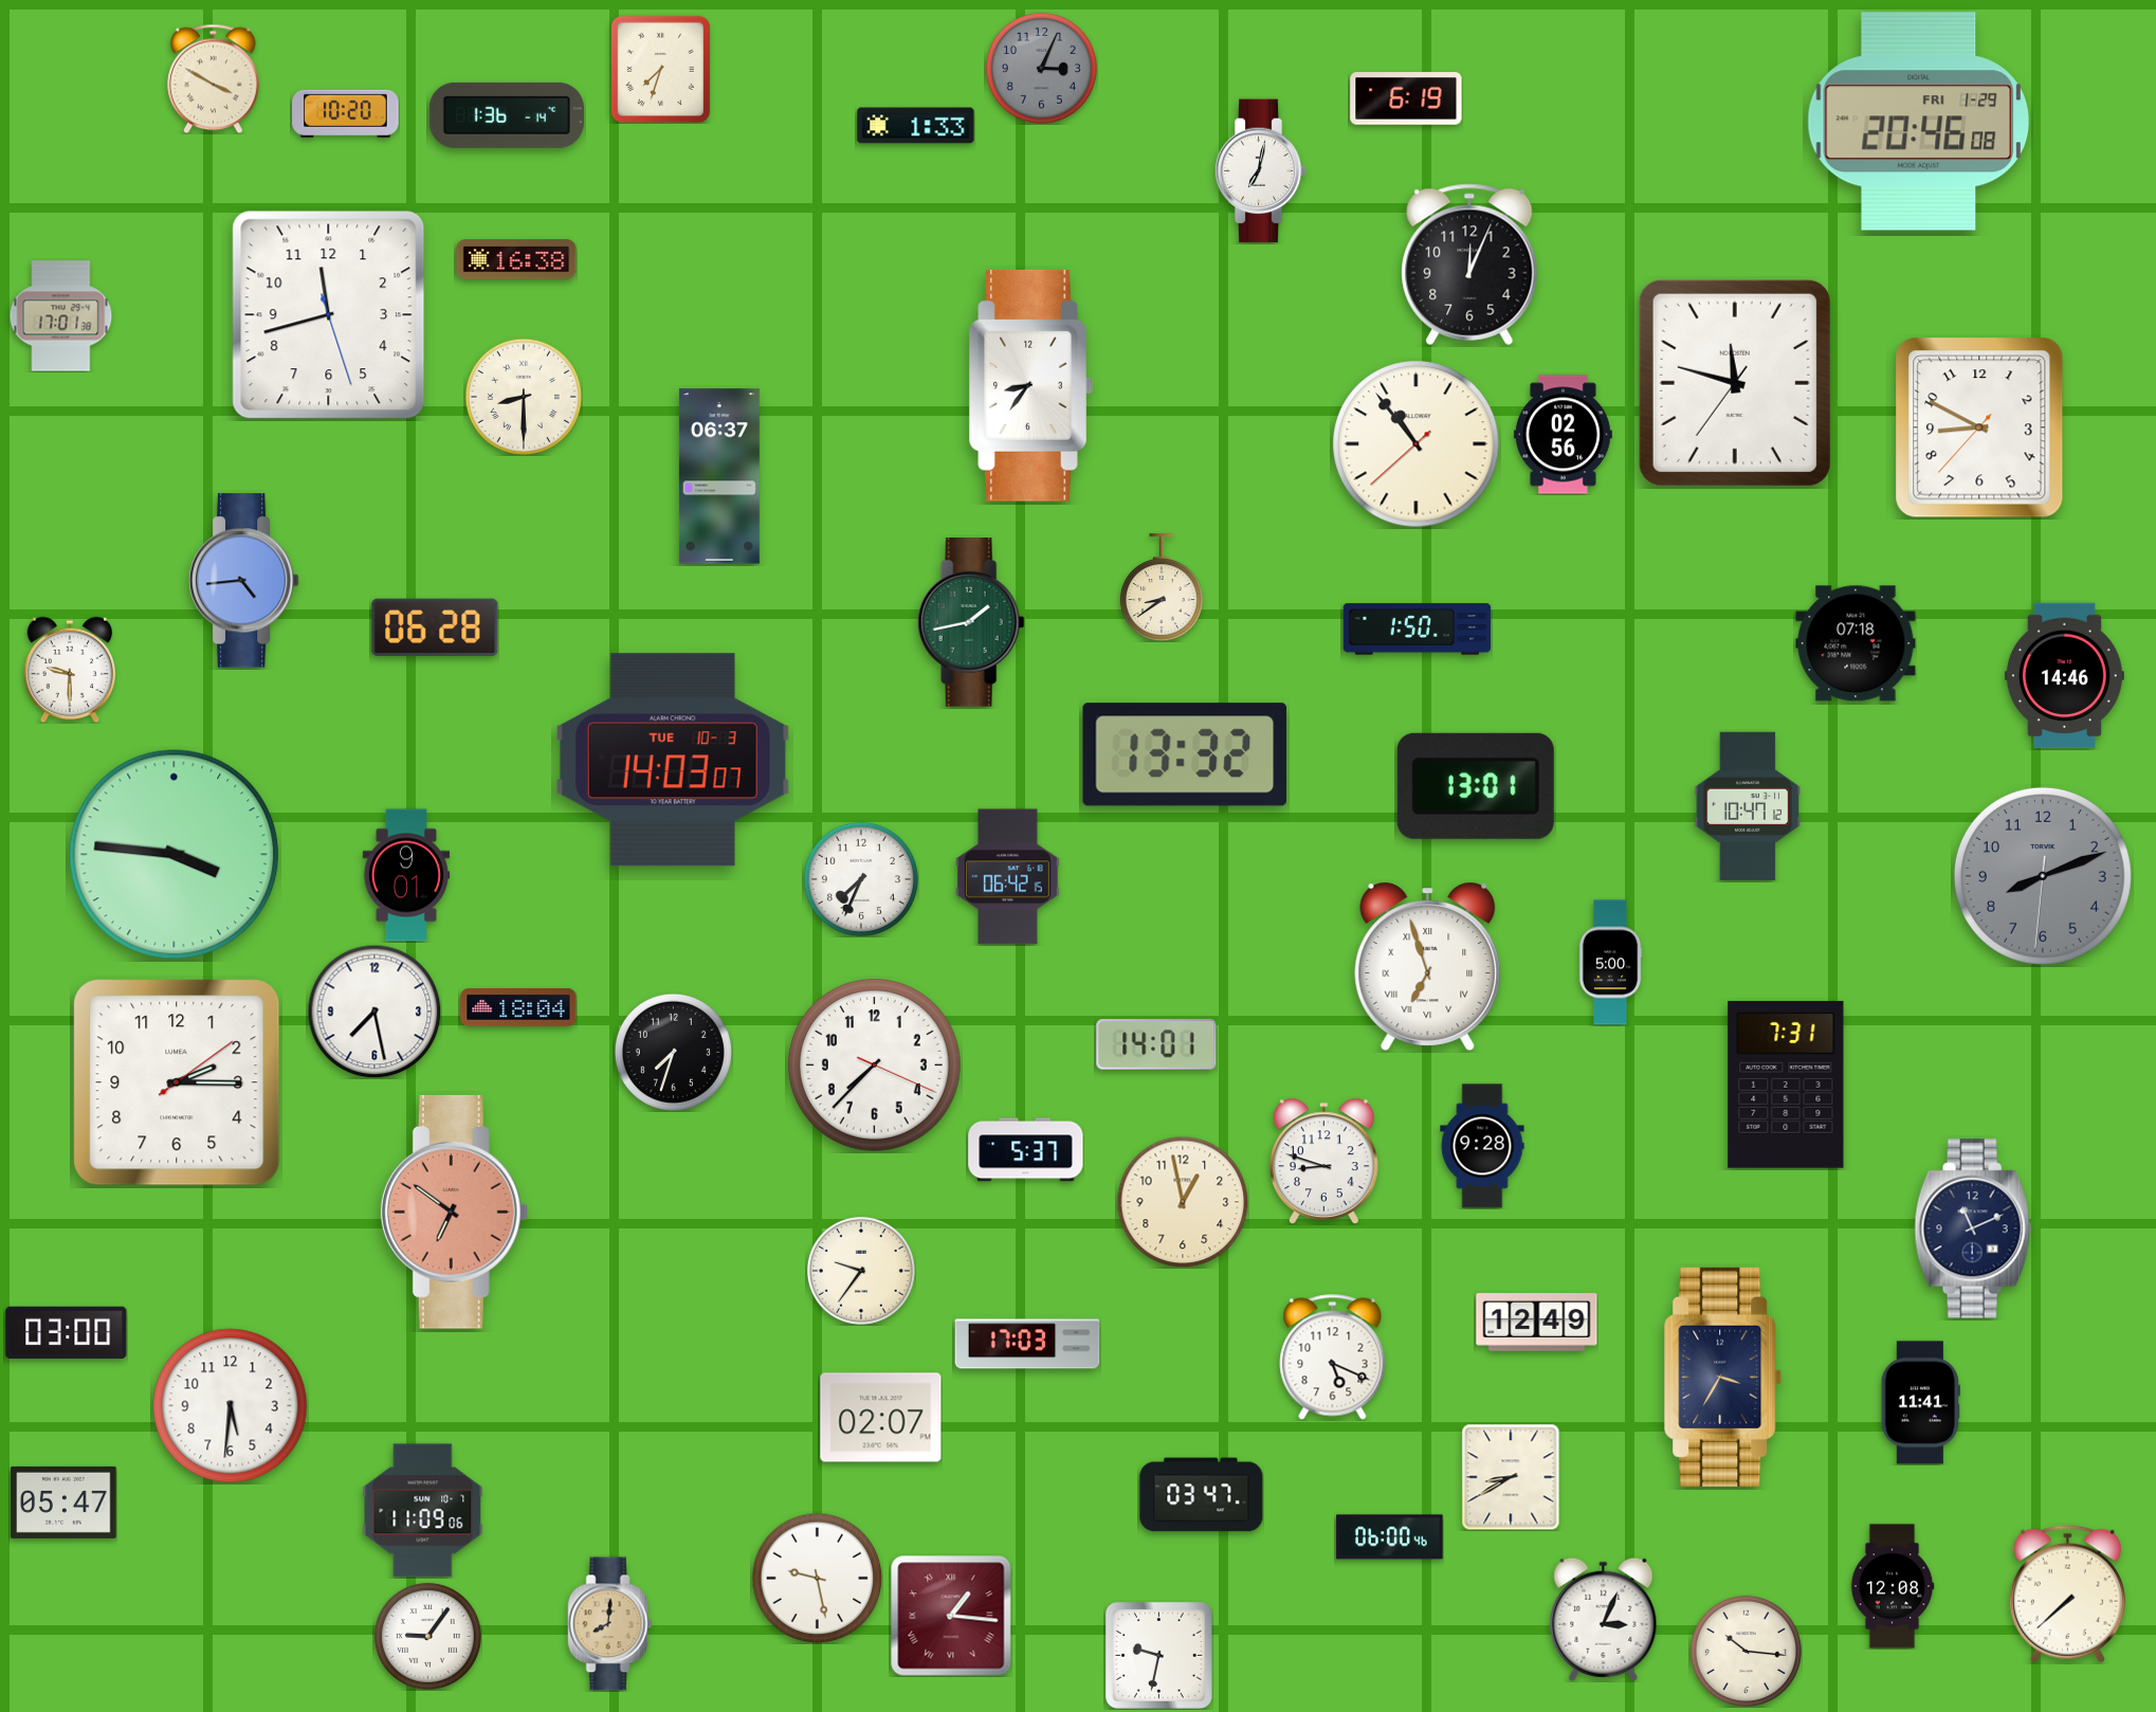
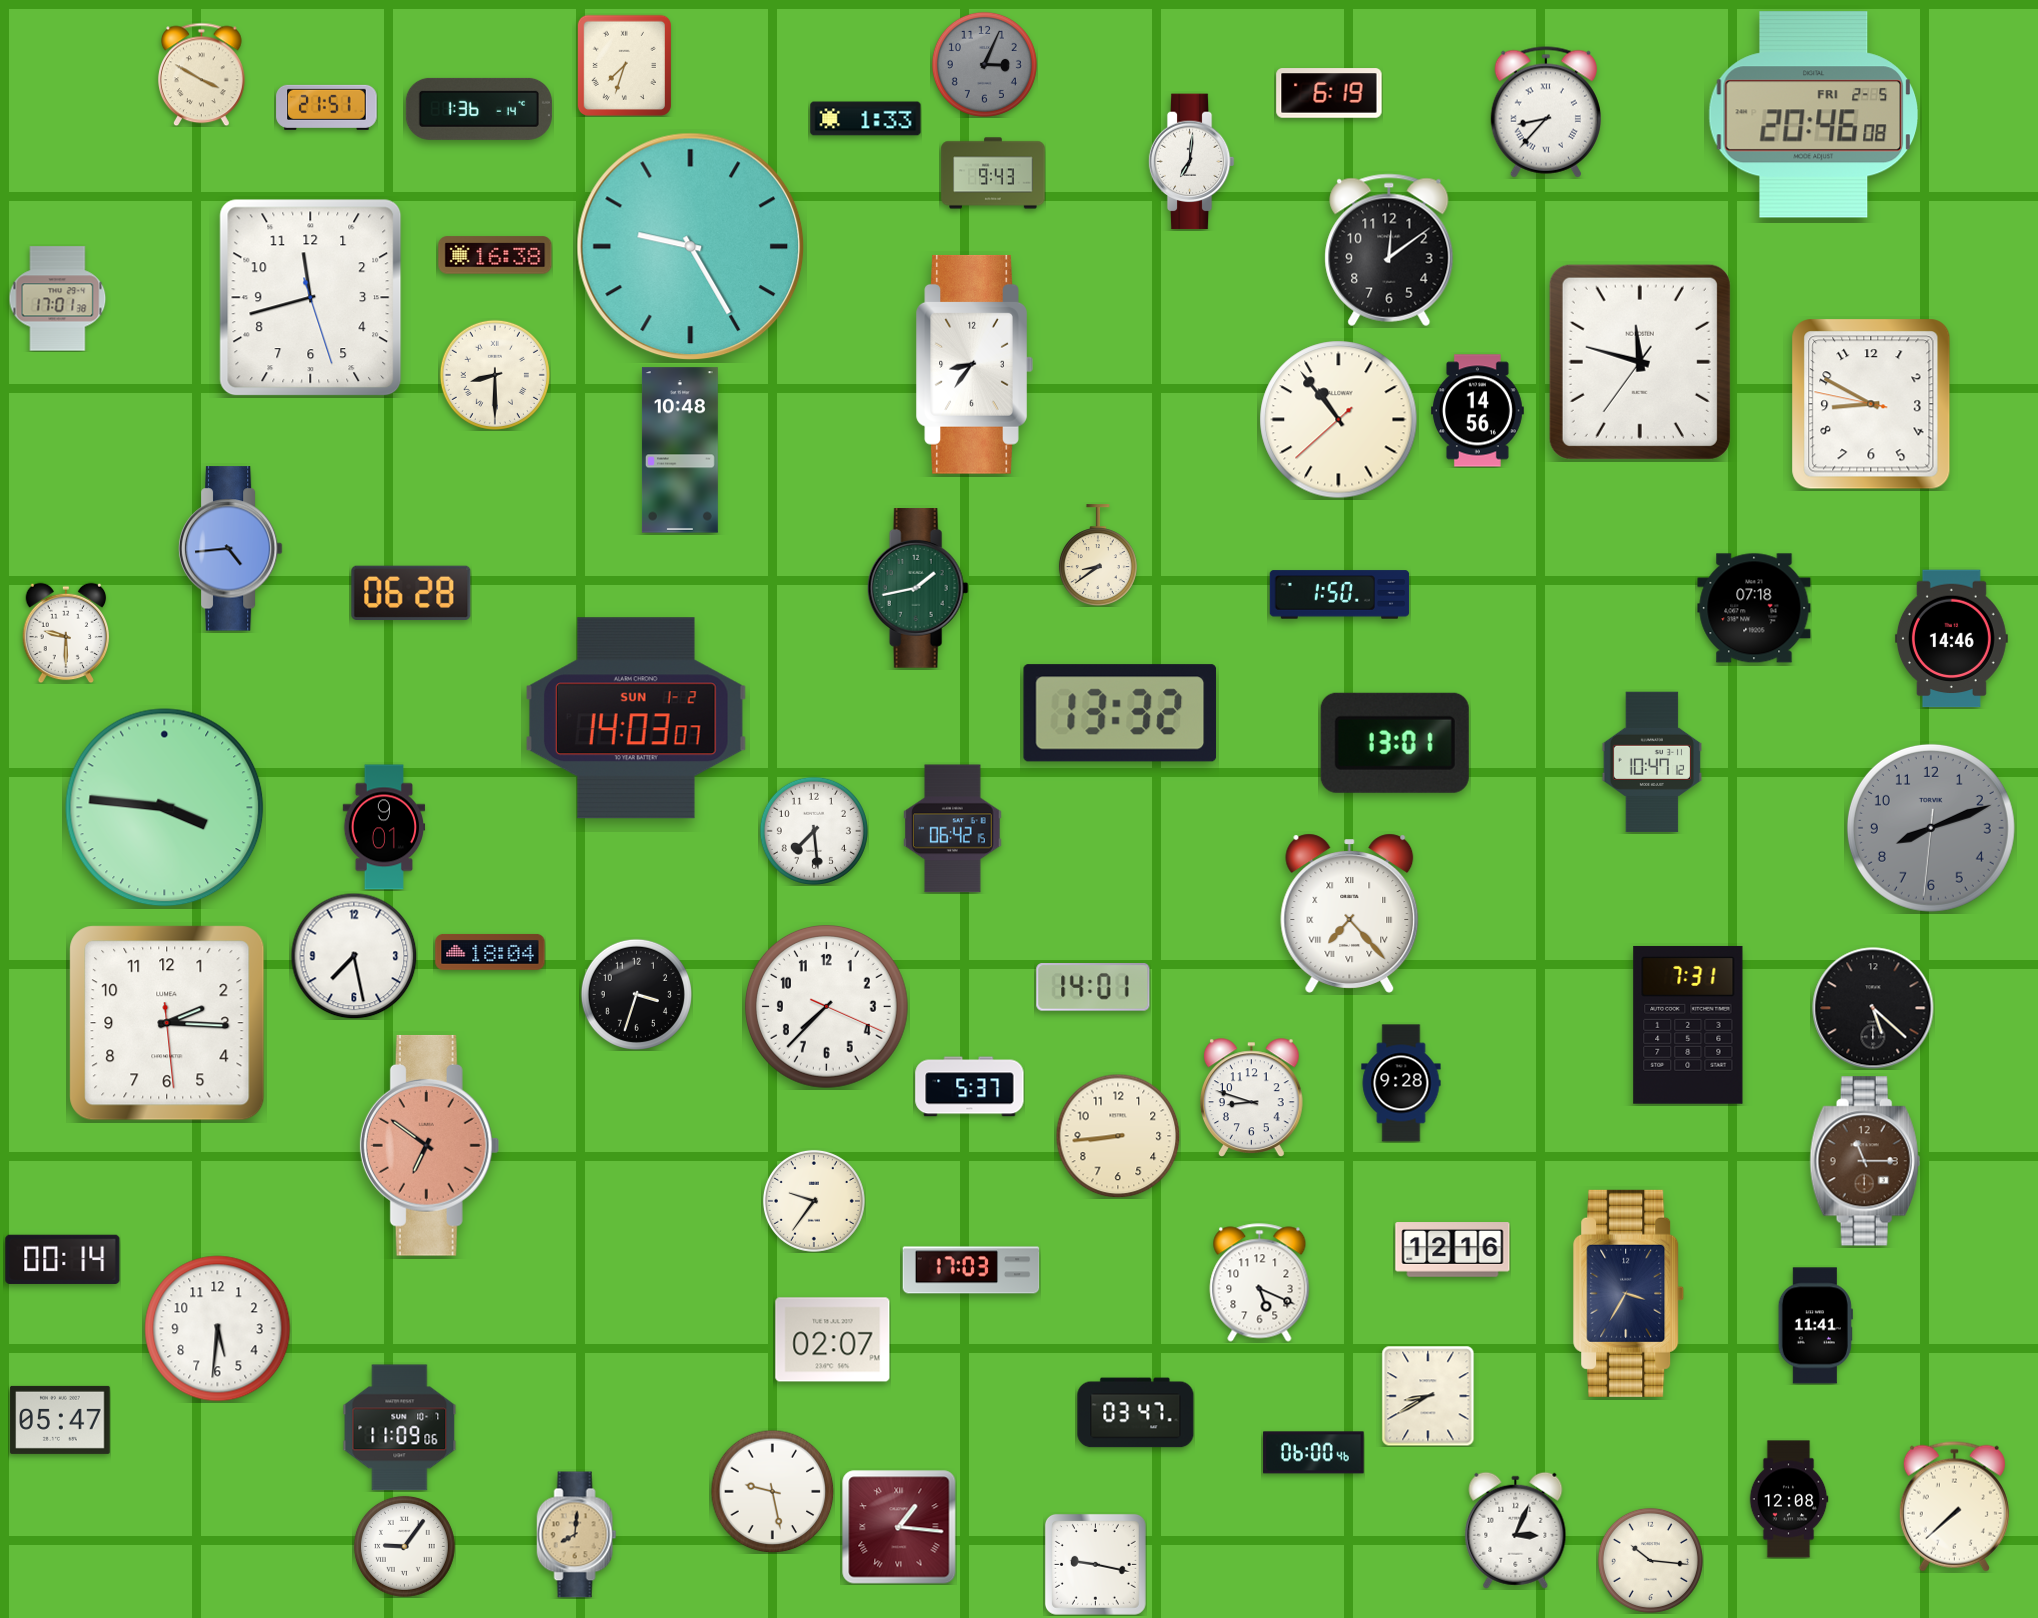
clock at (346, 113): 10:20 -> 21:51
clock at (1546, 112): none -> 8:37
clock at (1919, 122) date: FRI 1-29 -> FRI 2-5
clock at (1260, 171): 7:02 -> 7:01
clock at (993, 173): none -> 9:43
clock at (516, 259) position: (516, 259) -> (495, 255)
clock at (691, 247): none -> 9:25
clock at (1469, 265): 12:04 -> 12:09
clock at (1979, 427): 8:49:37 -> 8:49:47
clock at (1563, 435): 02:56 -> 14:56
clock at (719, 476): 06:37 -> 10:48
clock at (673, 760) date: TUE 10-3 -> SUN 1-2
clock at (861, 879): 7:34 -> 7:29
clock at (1610, 963): 5:00 -> none
clock at (1428, 966): 6:57 -> 7:23
clock at (673, 1052): 7:33 -> 3:33
clock at (1873, 1008): none -> 5:22
clock at (177, 1082): 2:15:09 -> 2:15:29
clock at (1183, 1202): 12:58 -> 8:44
clock at (1973, 1228): 11:11 -> 11:15
clock at (1973, 1228) dial: navy -> brown
clock at (1537, 1323): 12:49 -> 12:16
clock at (67, 1332): 03:00 -> 00:14
clock at (1723, 1377) position: (1723, 1377) -> (1629, 1293)
clock at (1158, 1655): 9:32 -> 9:17
